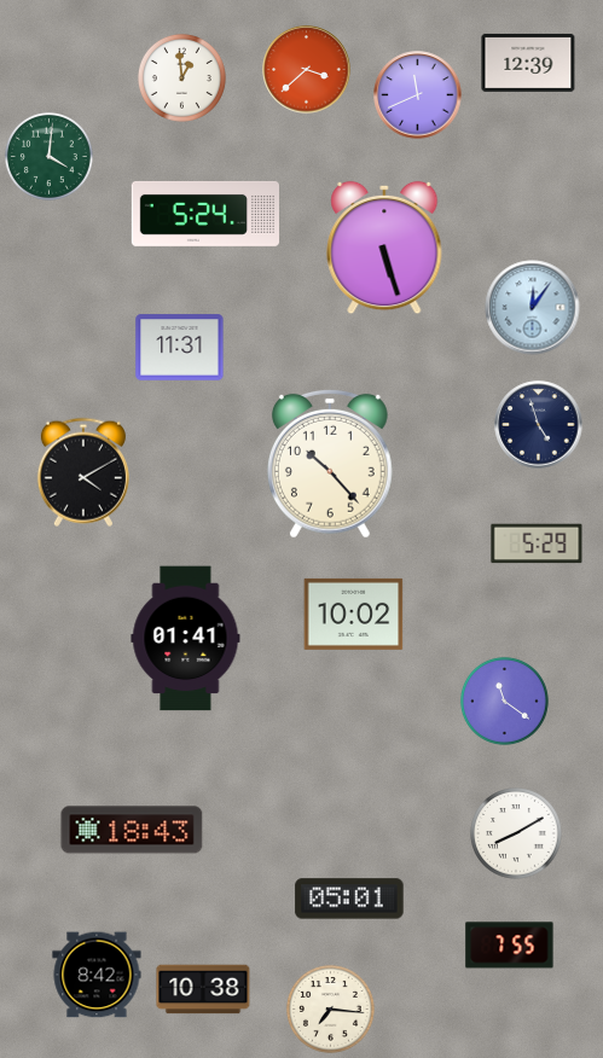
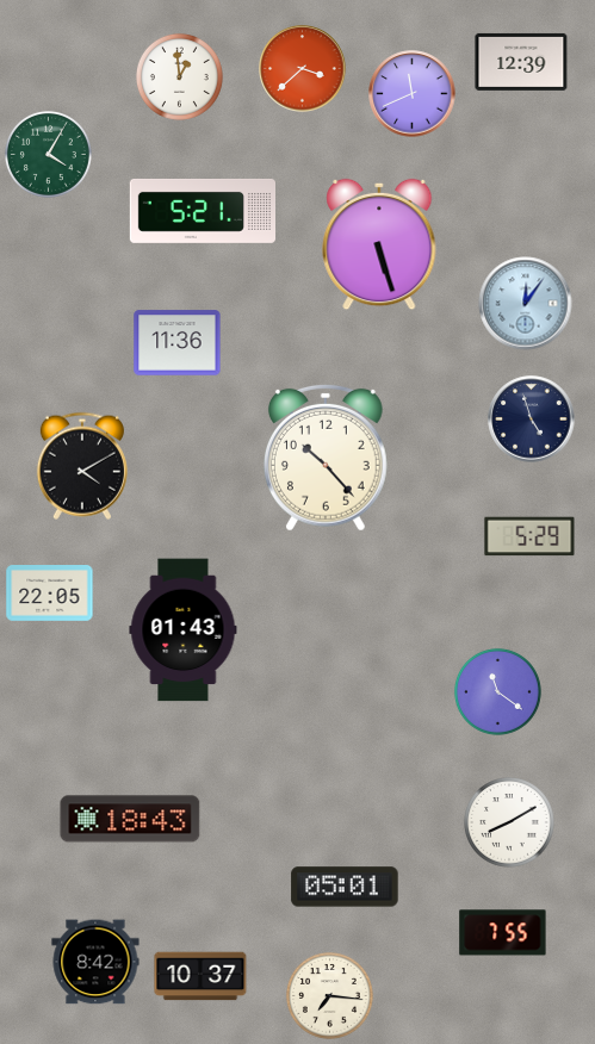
clock at (48, 156): 4:01 -> 4:05
clock at (204, 214): 5:24 -> 5:21
clock at (180, 348): 11:31 -> 11:36
clock at (50, 594): none -> 22:05
clock at (354, 614): 10:02 -> none
clock at (186, 639): 01:41 -> 01:43
clock at (203, 989): 10:38 -> 10:37
clock at (330, 1008) position: (330, 1008) -> (329, 995)
